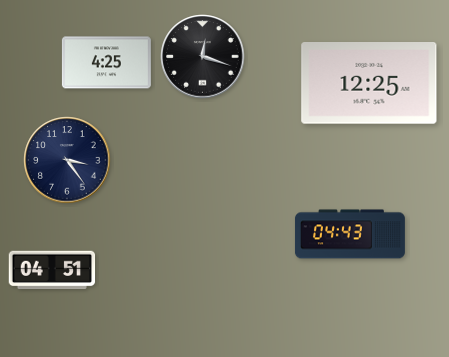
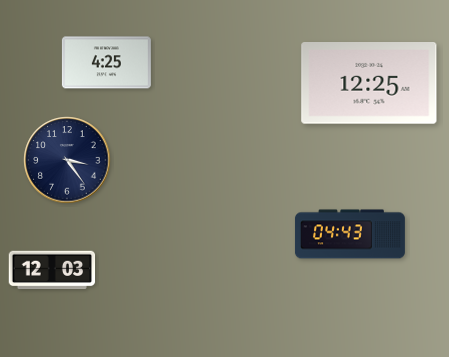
clock at (203, 57): 12:18 -> none
clock at (52, 270): 04:51 -> 12:03
